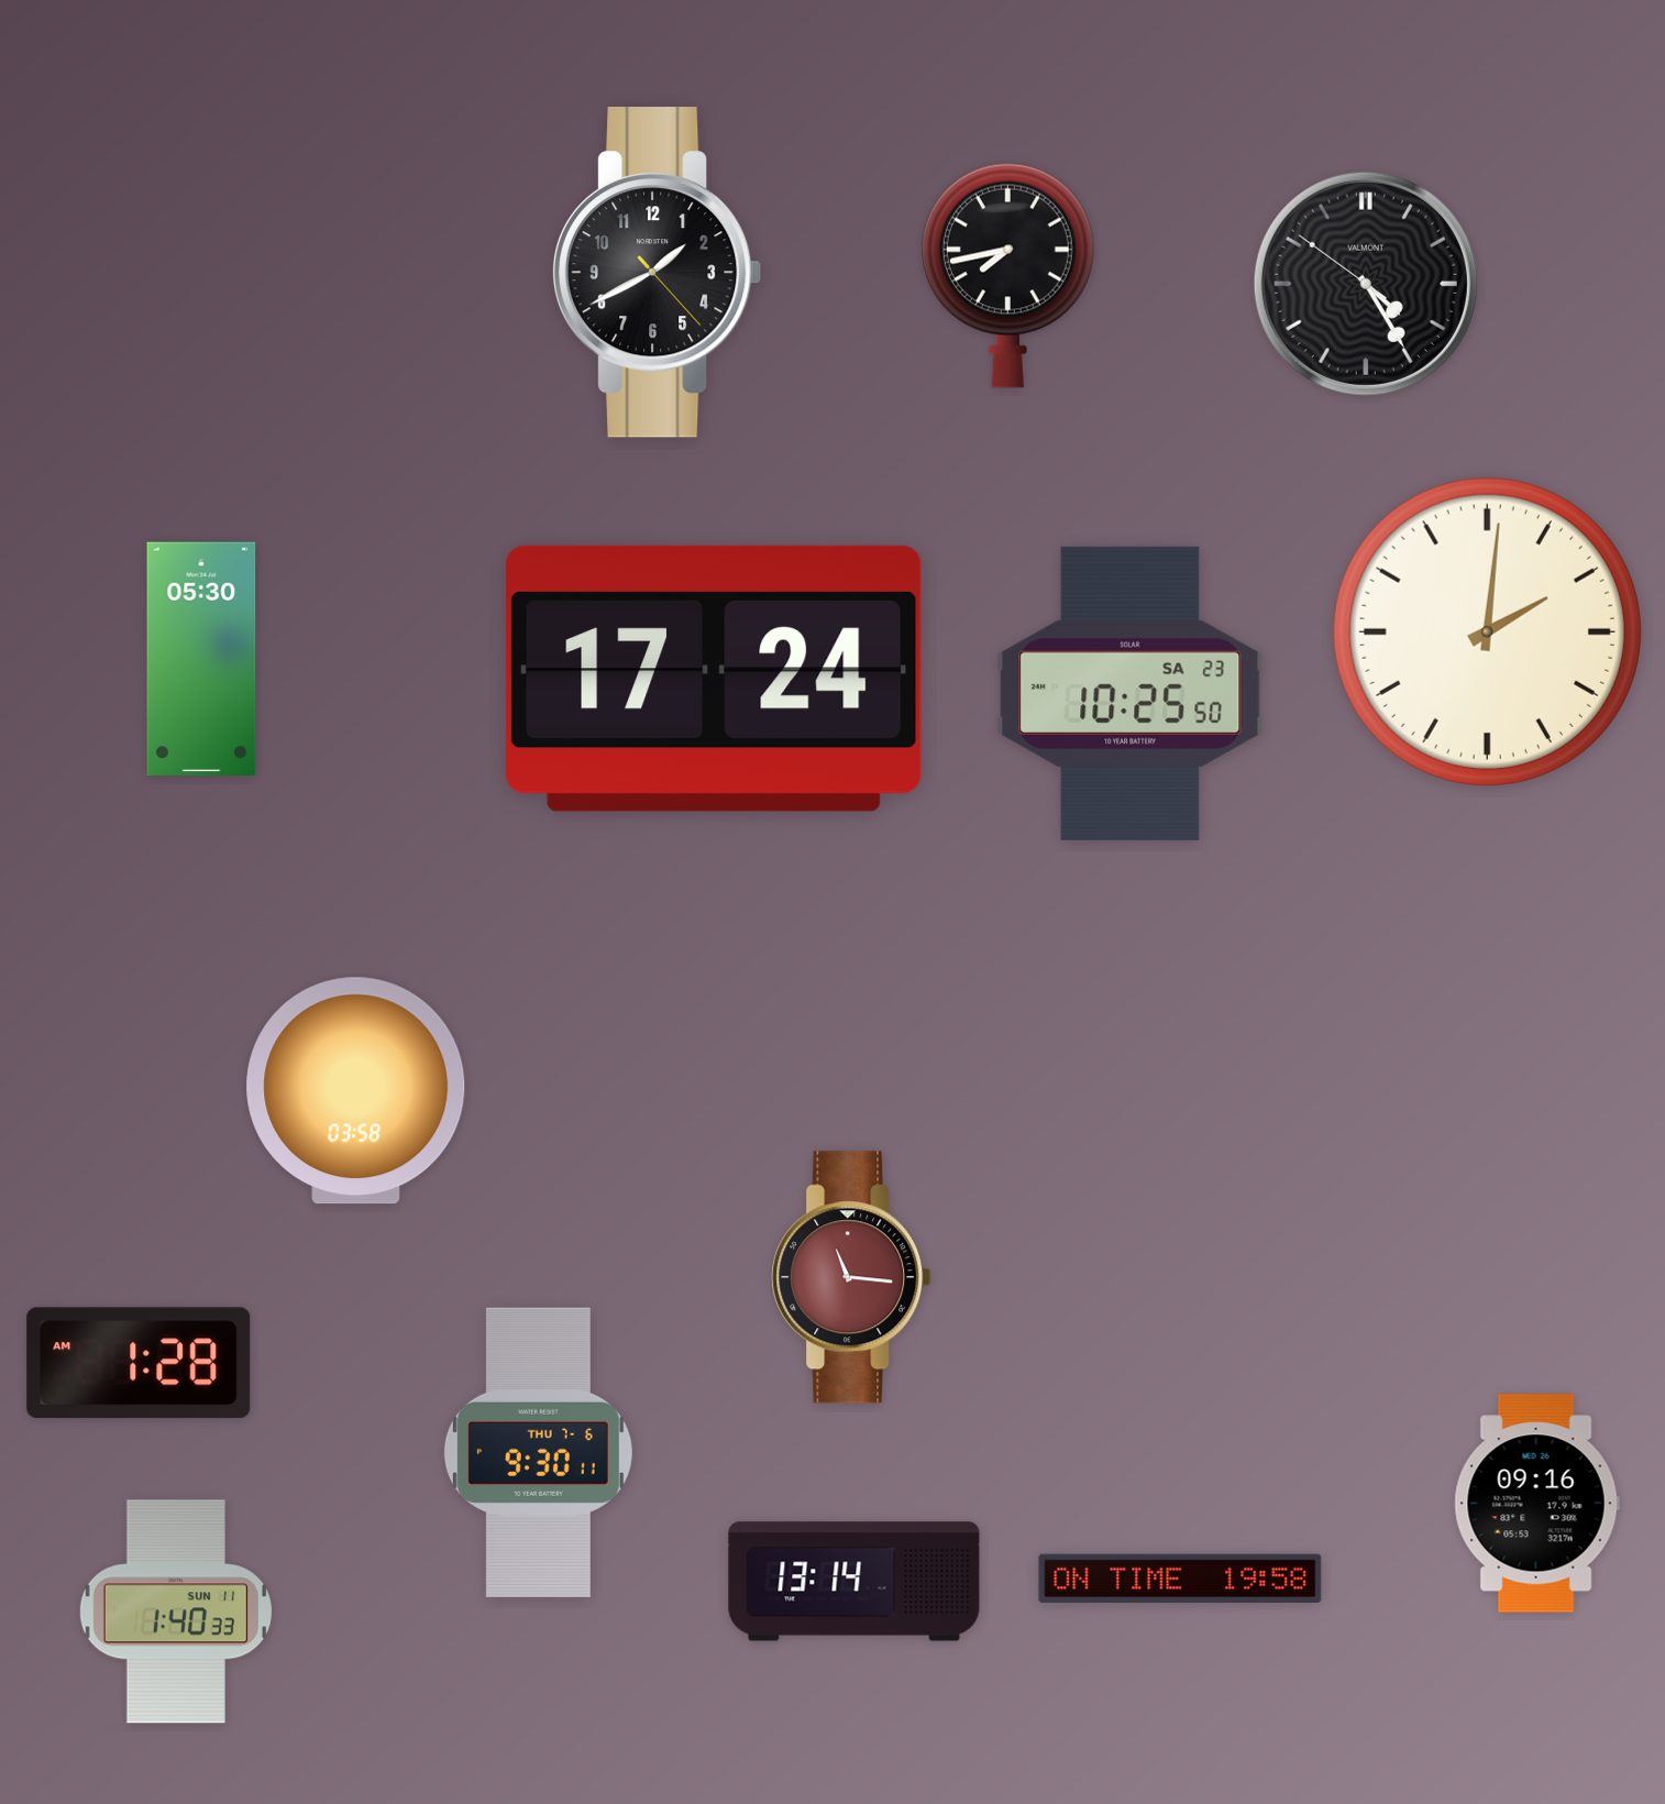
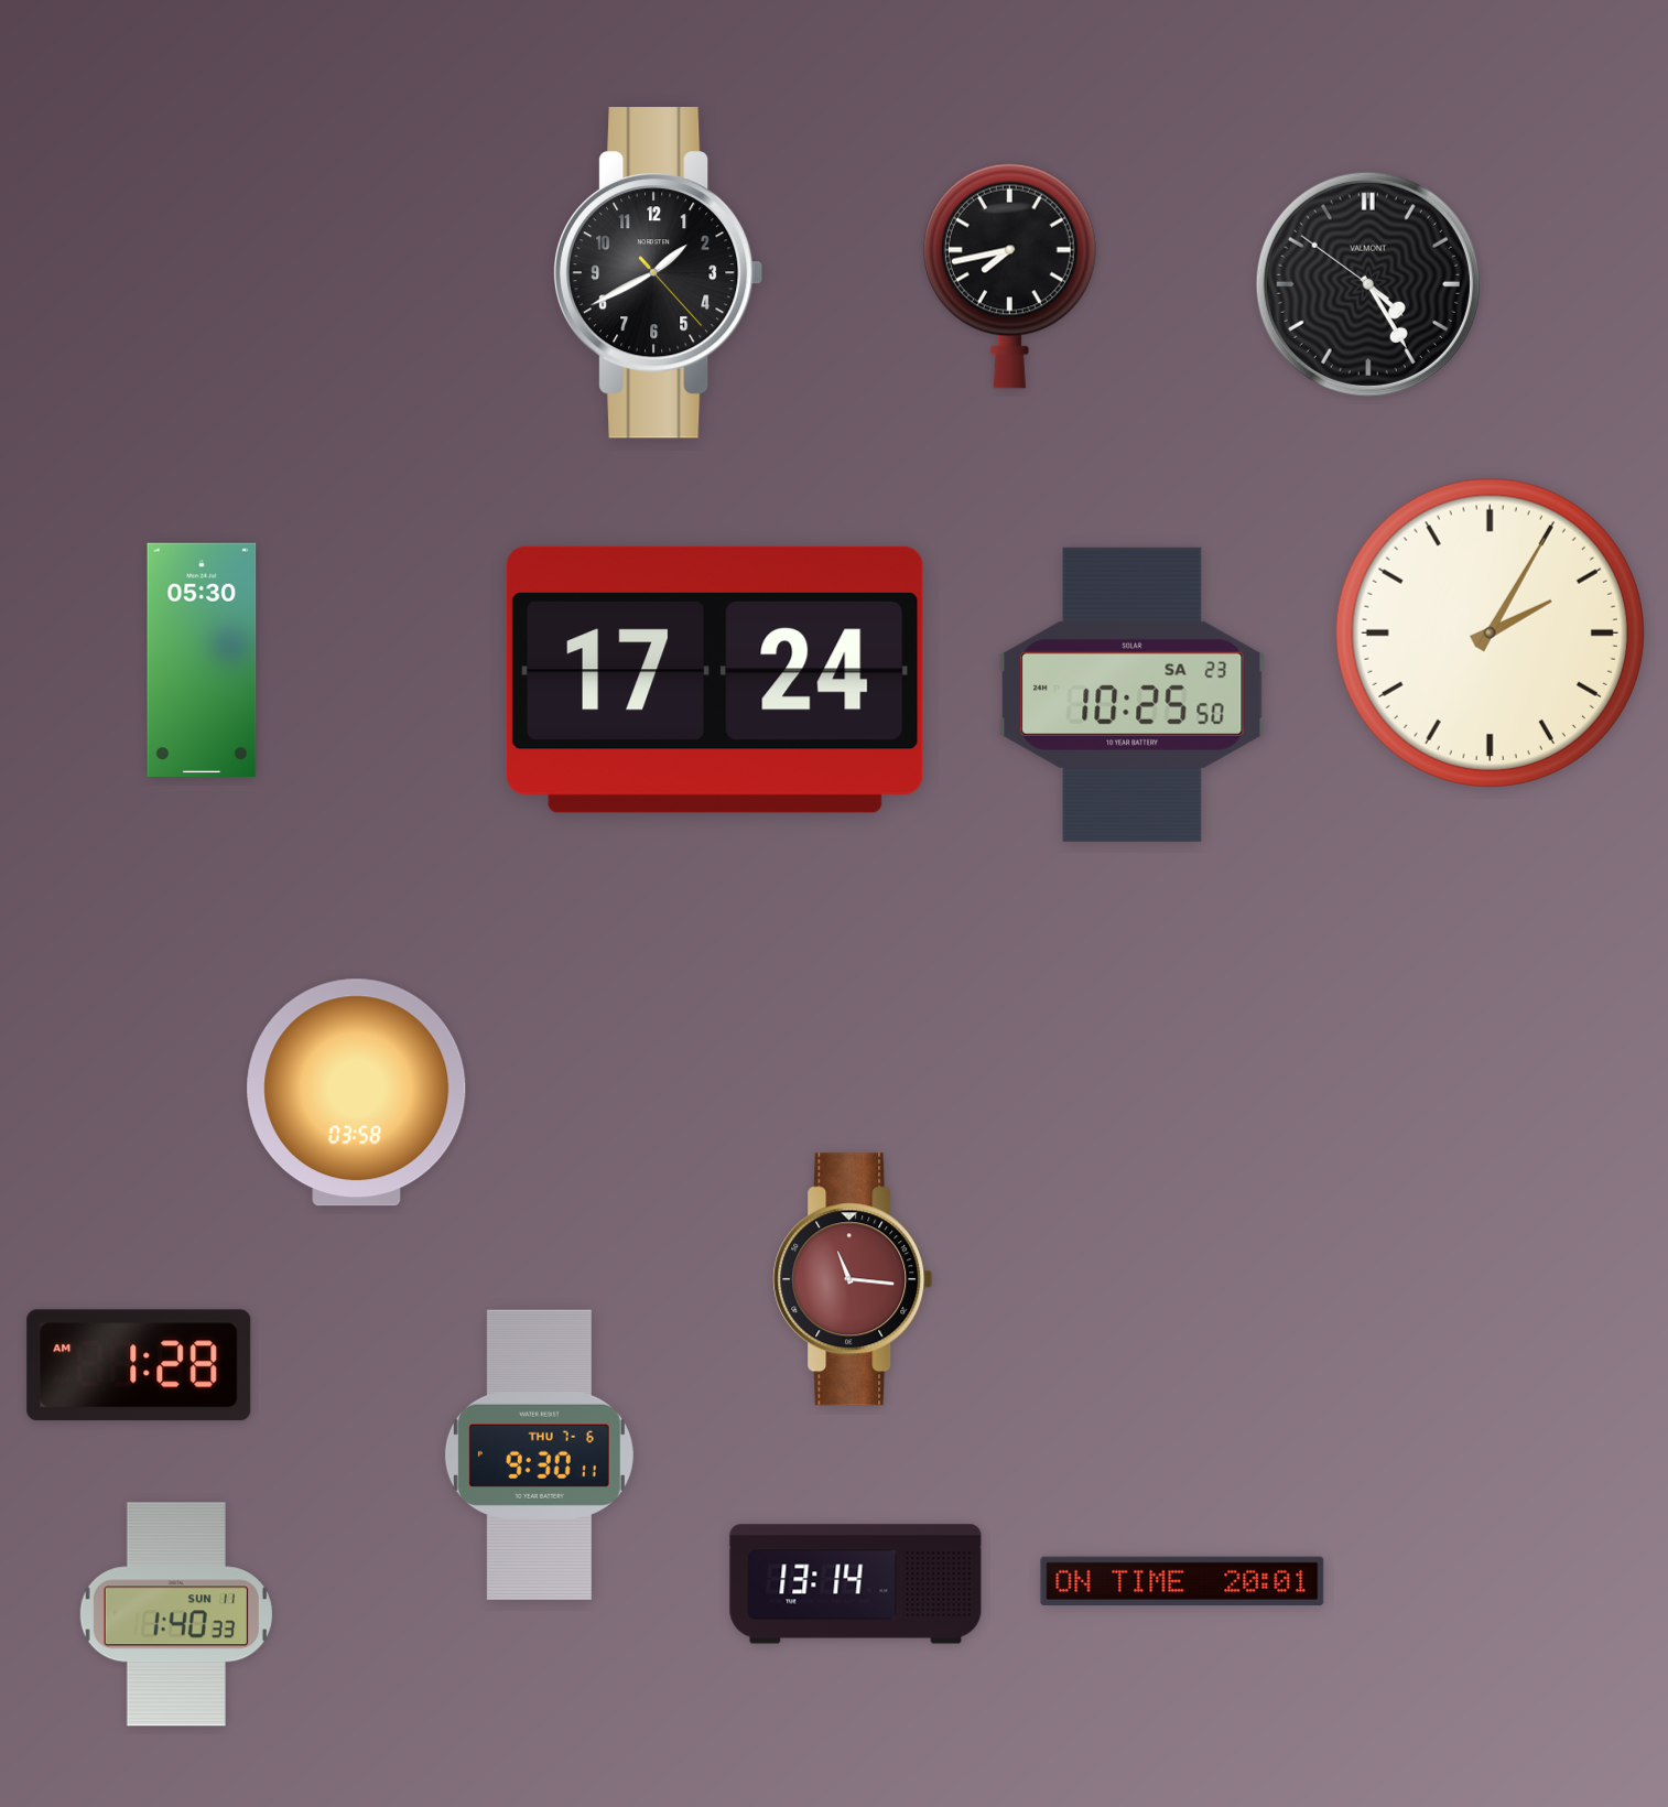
clock at (1487, 631): 2:01 -> 2:05
clock at (1536, 1504): 09:16 -> none
clock at (1180, 1579): 19:58 -> 20:01
